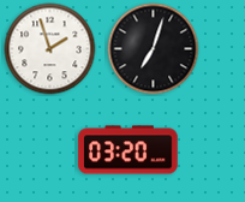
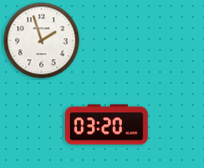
clock at (154, 49): 7:03 -> none
